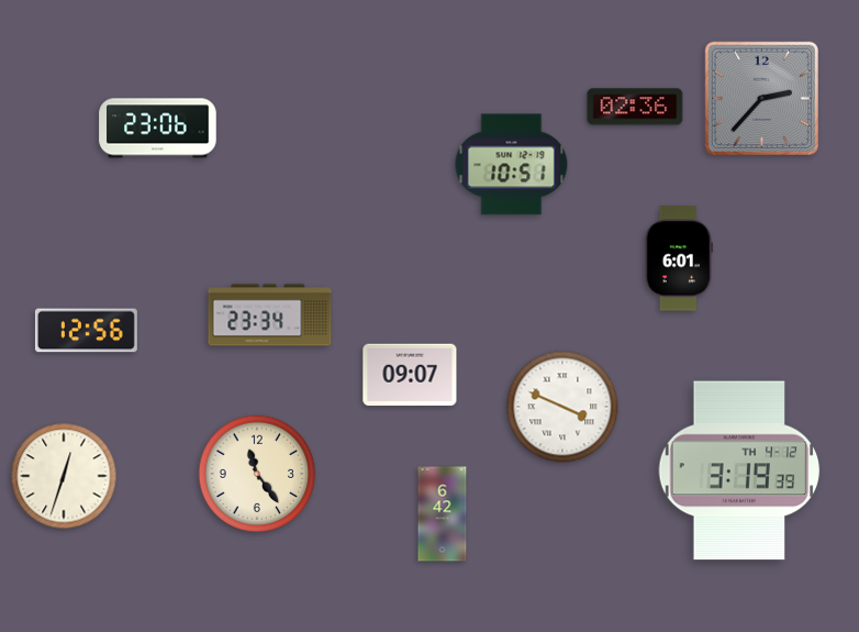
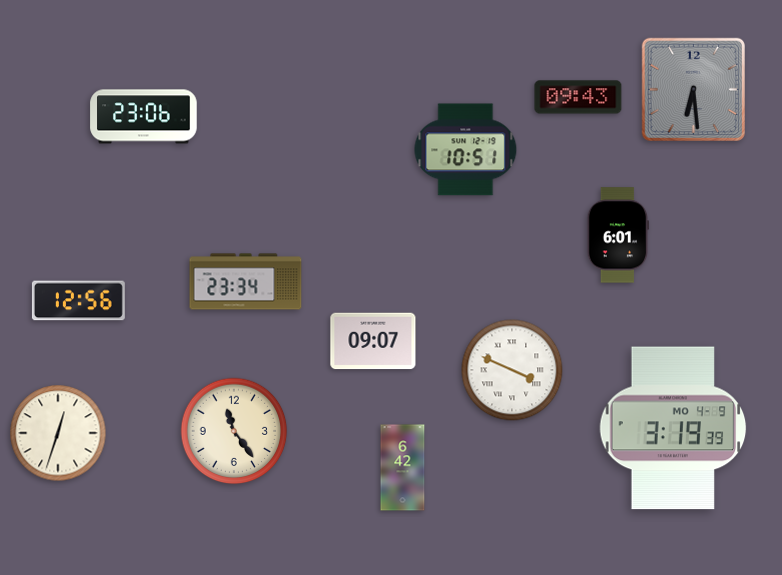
clock at (761, 98): 2:37 -> 6:29
clock at (635, 107): 02:36 -> 09:43
clock at (270, 315) position: (270, 315) -> (246, 282)
clock at (739, 470) date: TH 4-12 -> MO 4-9
